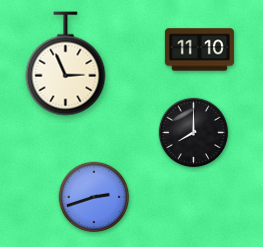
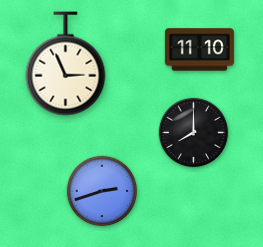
clock at (94, 197) position: (94, 197) -> (102, 191)
